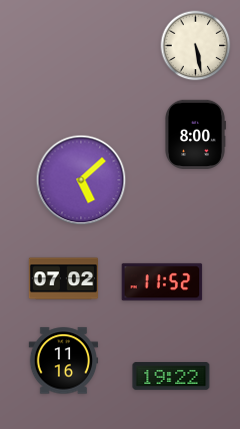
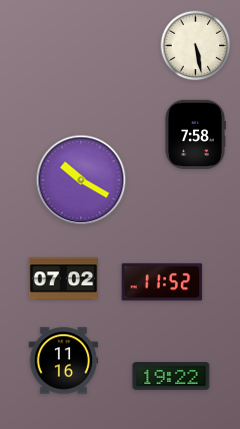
clock at (196, 134): 8:00 -> 7:58
clock at (81, 180): 5:08 -> 10:20
